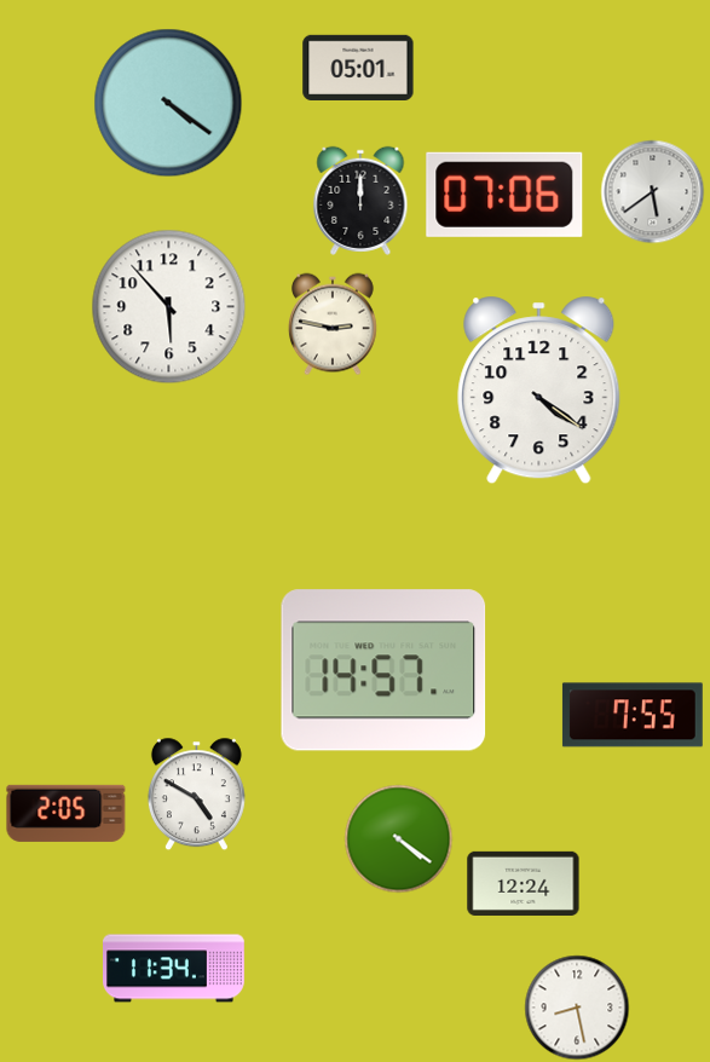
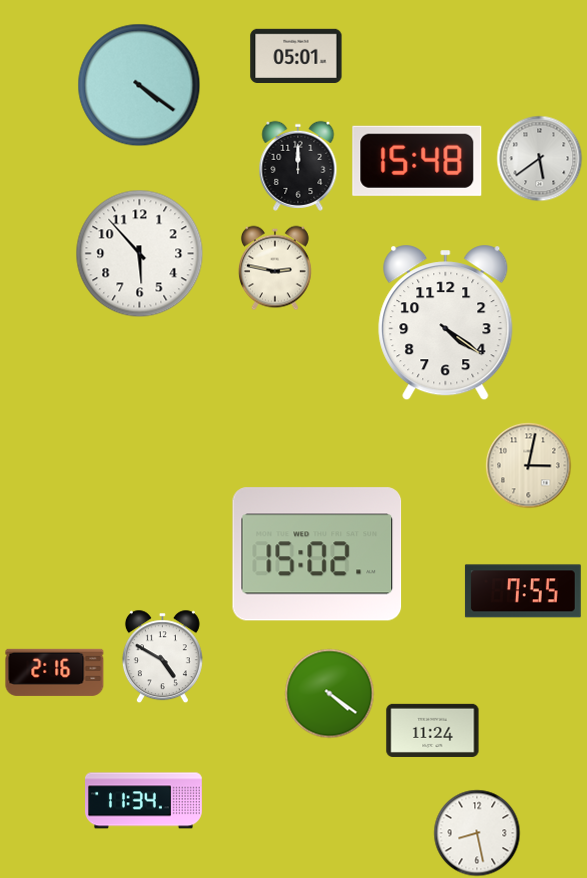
clock at (504, 195): 07:06 -> 15:48
clock at (529, 466): none -> 3:02
clock at (383, 670): 14:57 -> 15:02
clock at (67, 813): 2:05 -> 2:16
clock at (524, 883): 12:24 -> 11:24
